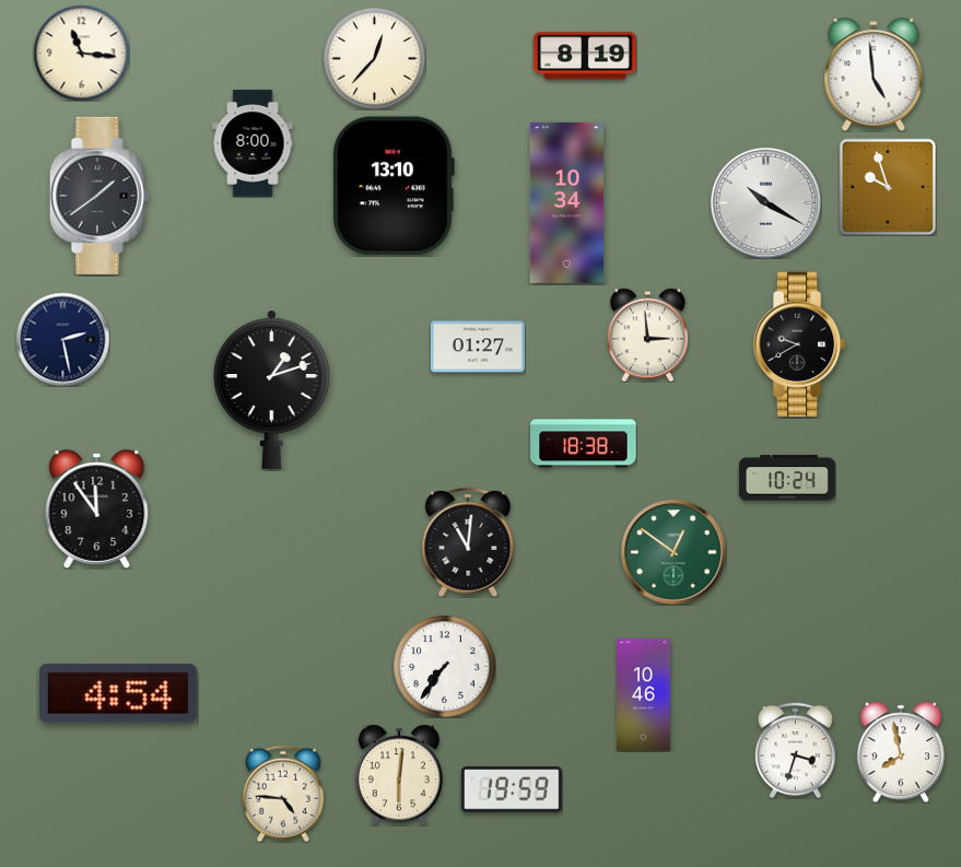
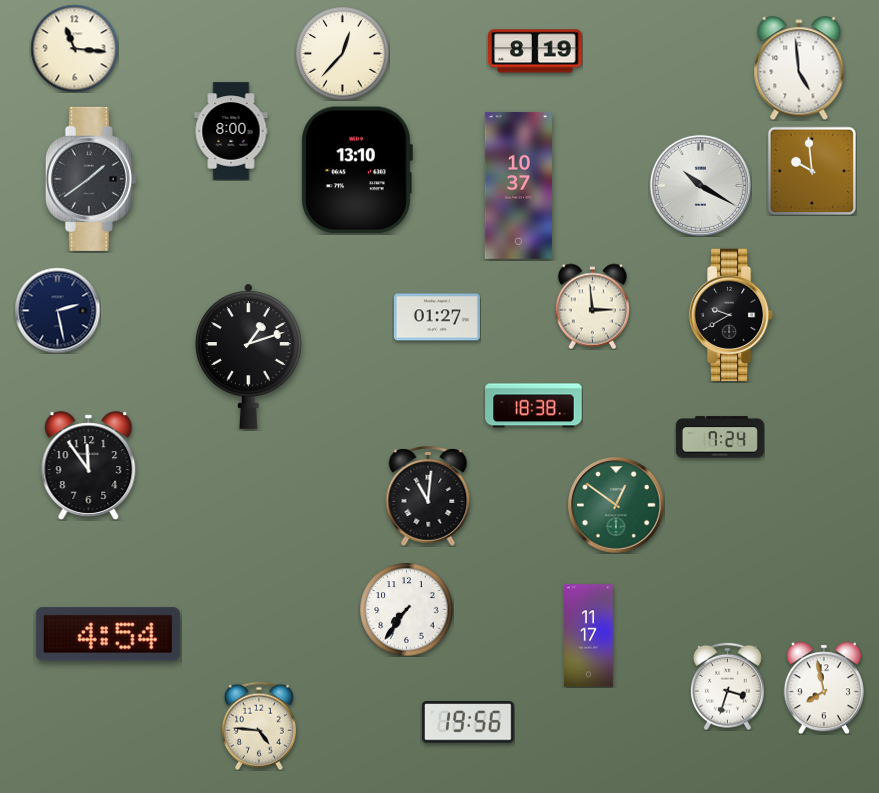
clock at (394, 186) position: (394, 186) -> (357, 170)
clock at (888, 187): 9:57 -> 9:59
clock at (566, 202): 10:34 -> 10:37
clock at (787, 478): 10:24 -> 7:24
clock at (644, 695): 10:46 -> 11:17
clock at (399, 775): 6:01 -> none
clock at (512, 790): 19:59 -> 19:56
